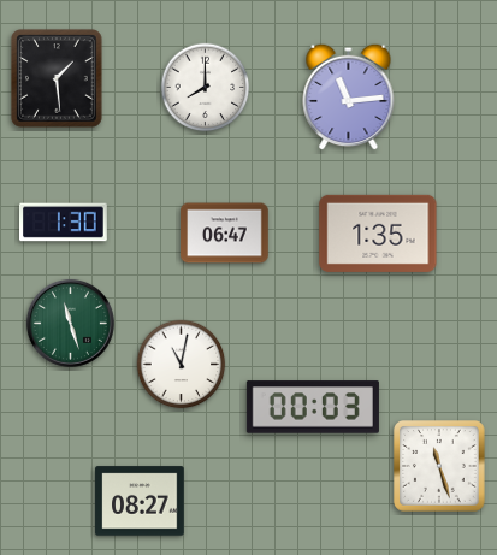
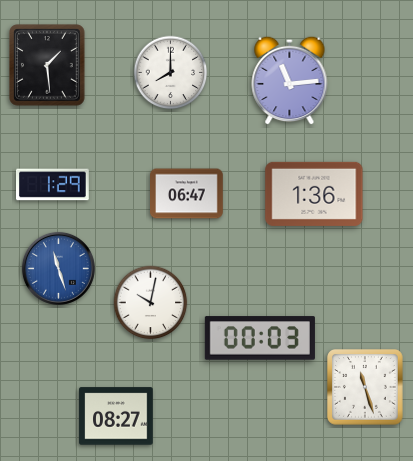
clock at (64, 223): 1:30 -> 1:29
clock at (378, 234): 1:35 -> 1:36
clock at (70, 323) dial: green -> blue
clock at (182, 365): 11:02 -> 10:02
